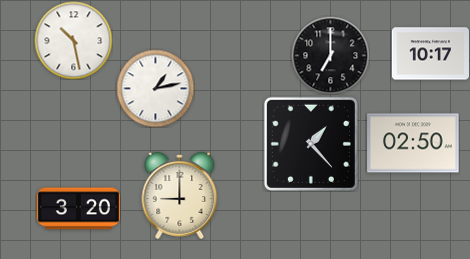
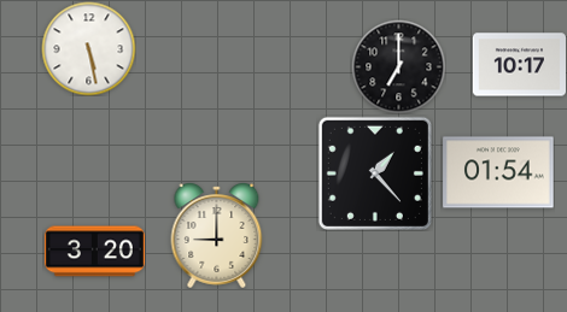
clock at (73, 40): 10:28 -> 5:28
clock at (155, 88): 1:13 -> none
clock at (413, 143): 02:50 -> 01:54
